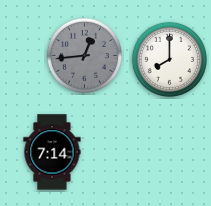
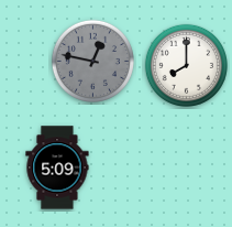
clock at (84, 55): 12:44 -> 12:47
clock at (52, 152): 7:14 -> 5:09
